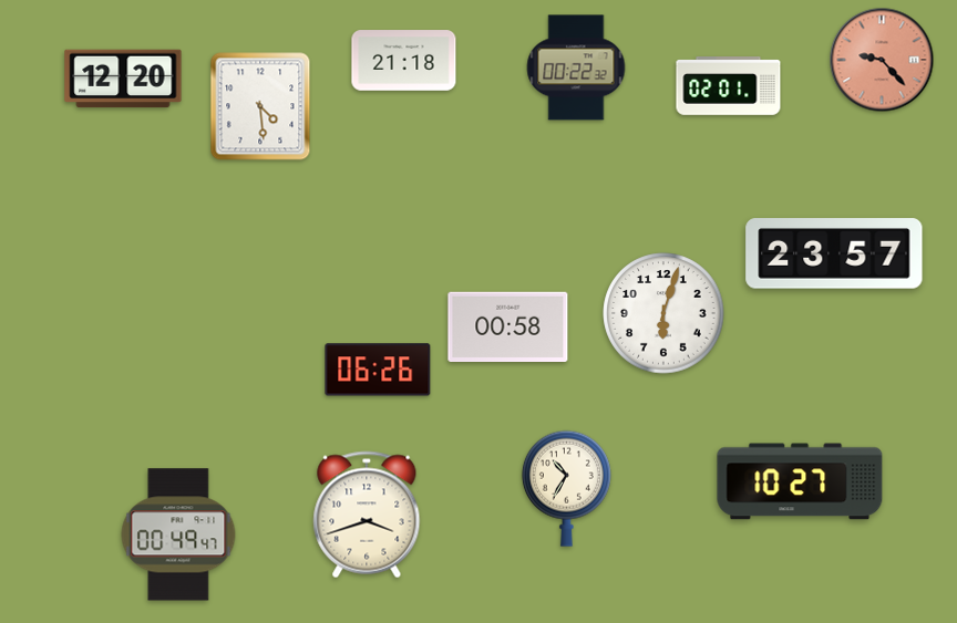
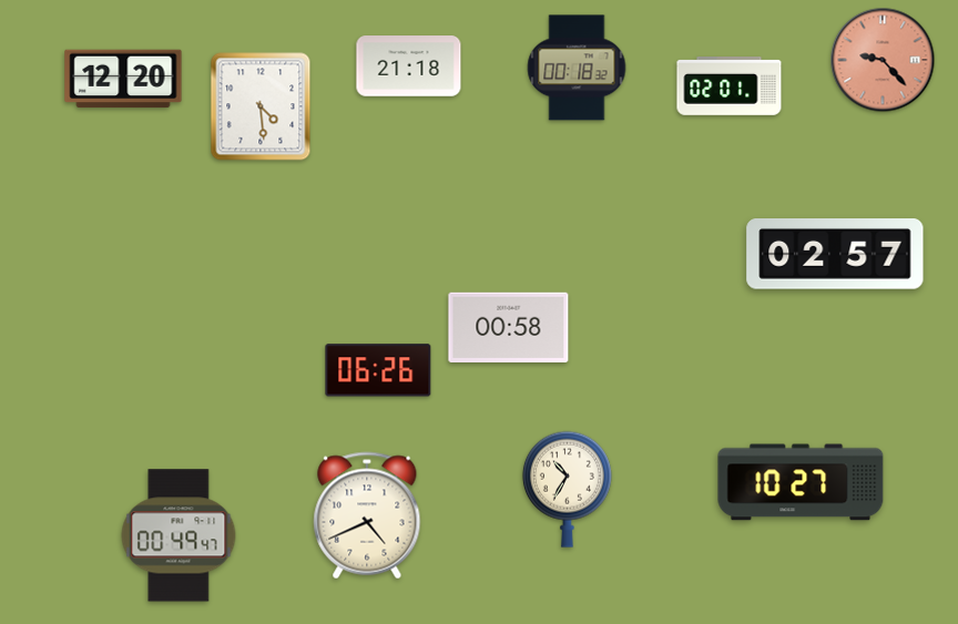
clock at (404, 61) position: (404, 61) -> (409, 67)
clock at (576, 68): 00:22 -> 00:18
clock at (834, 253): 23:57 -> 02:57
clock at (663, 313): 6:03 -> none
clock at (367, 515): 3:42 -> 4:41
